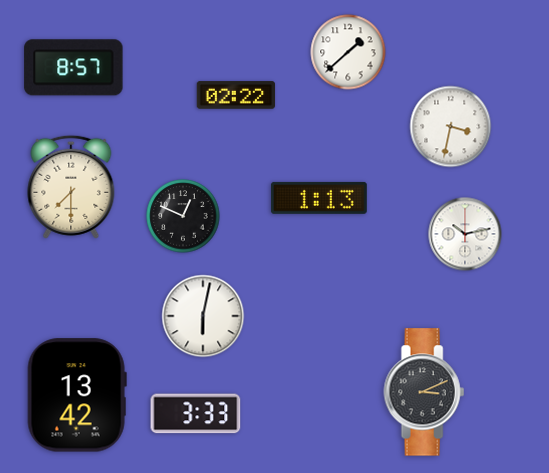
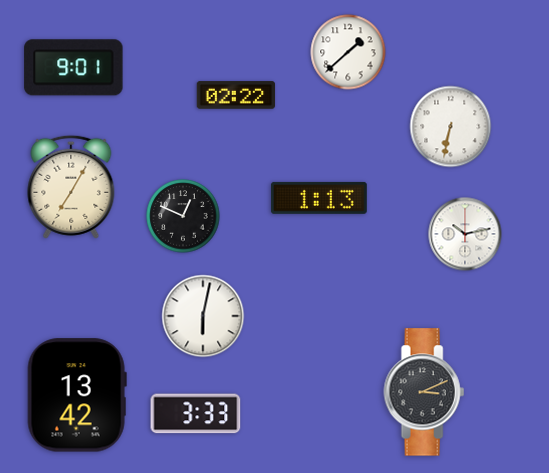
clock at (74, 68): 8:57 -> 9:01
clock at (451, 127): 3:32 -> 6:32
clock at (71, 187): 7:30 -> 7:05
